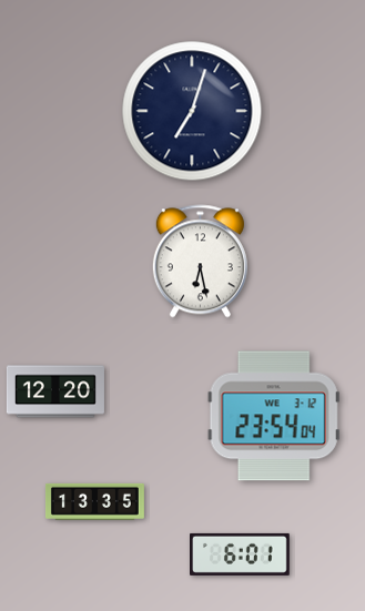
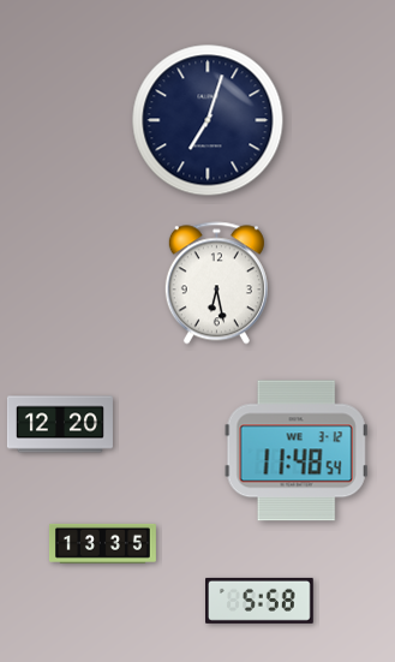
clock at (274, 416): 23:54 -> 11:48
clock at (241, 554): 6:01 -> 5:58
